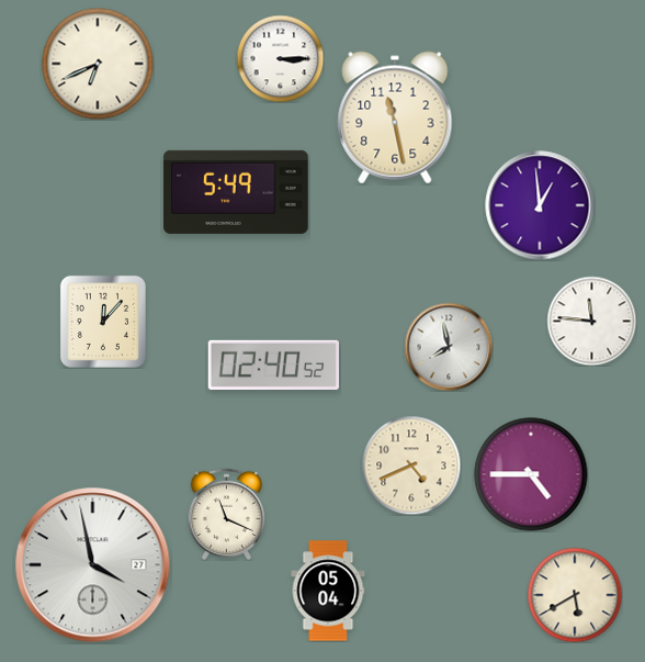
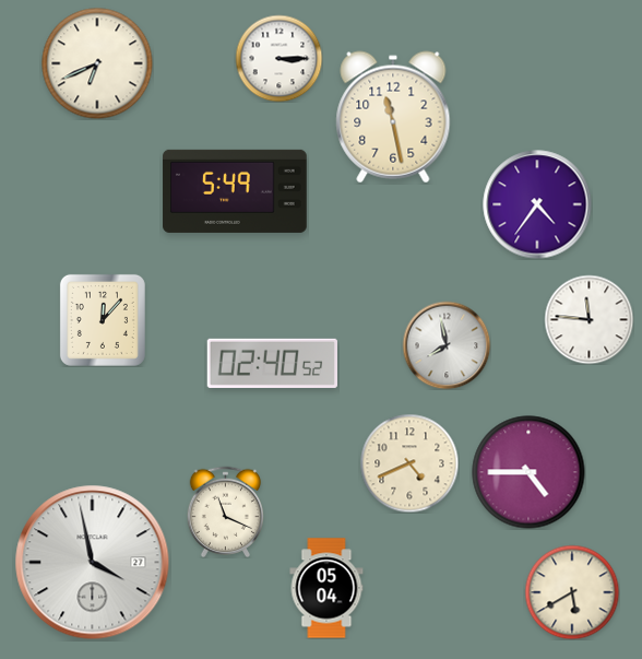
clock at (540, 205): 12:59 -> 4:36
